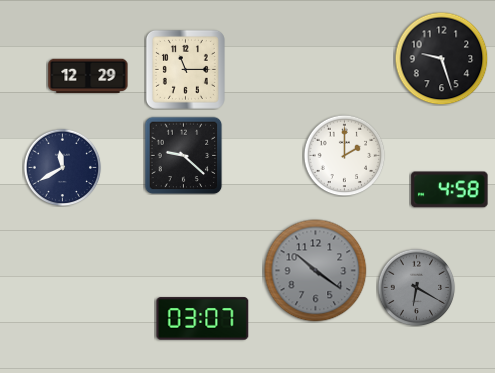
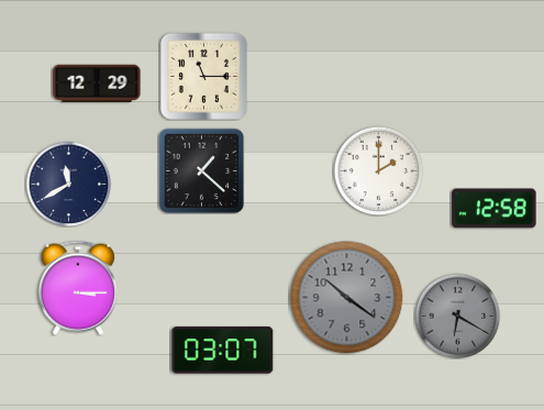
clock at (441, 58): 9:27 -> none
clock at (183, 155): 9:22 -> 1:22
clock at (450, 190): 4:58 -> 12:58
clock at (78, 288): none -> 3:15
